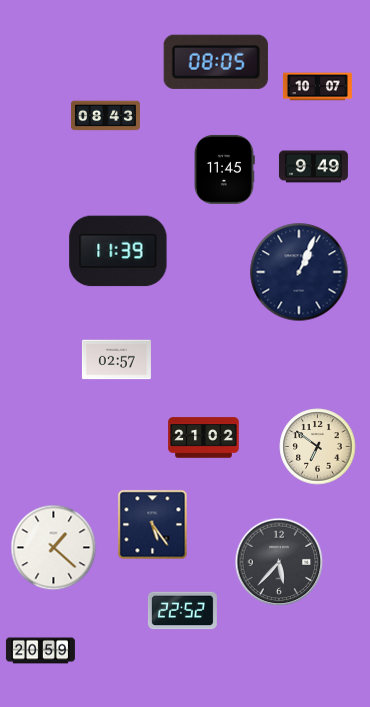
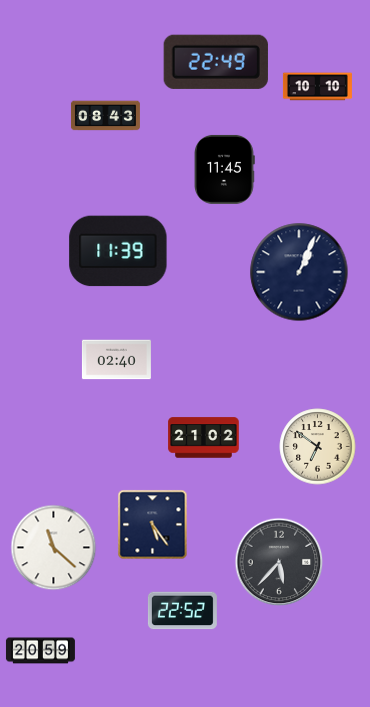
clock at (216, 62): 08:05 -> 22:49
clock at (317, 87): 10:07 -> 10:10
clock at (313, 167): 9:49 -> none
clock at (116, 360): 02:57 -> 02:40
clock at (54, 548): 1:22 -> 11:22
